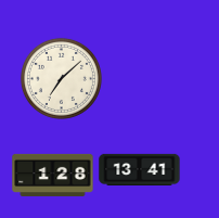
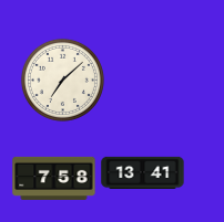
clock at (53, 175): 1:28 -> 7:58
